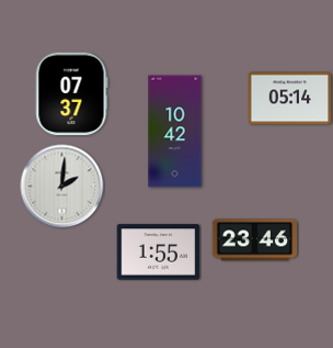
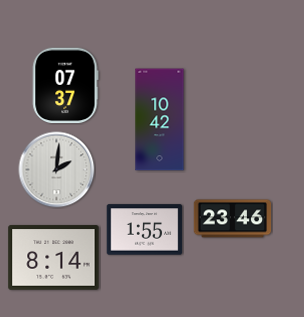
clock at (290, 99): 05:14 -> none
clock at (54, 258): none -> 8:14
